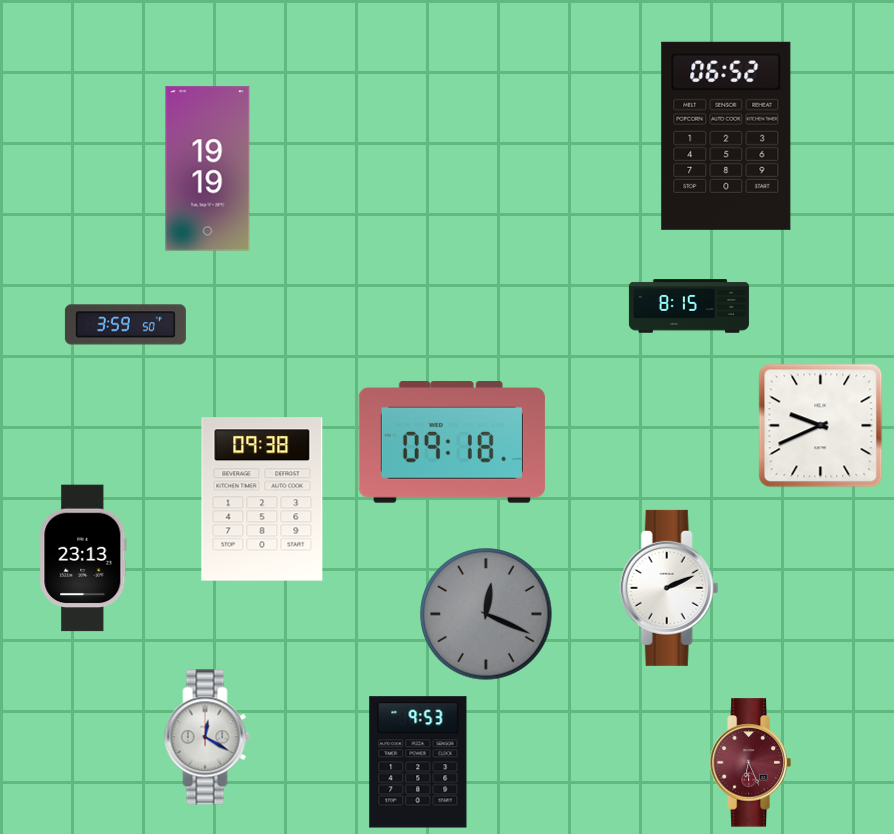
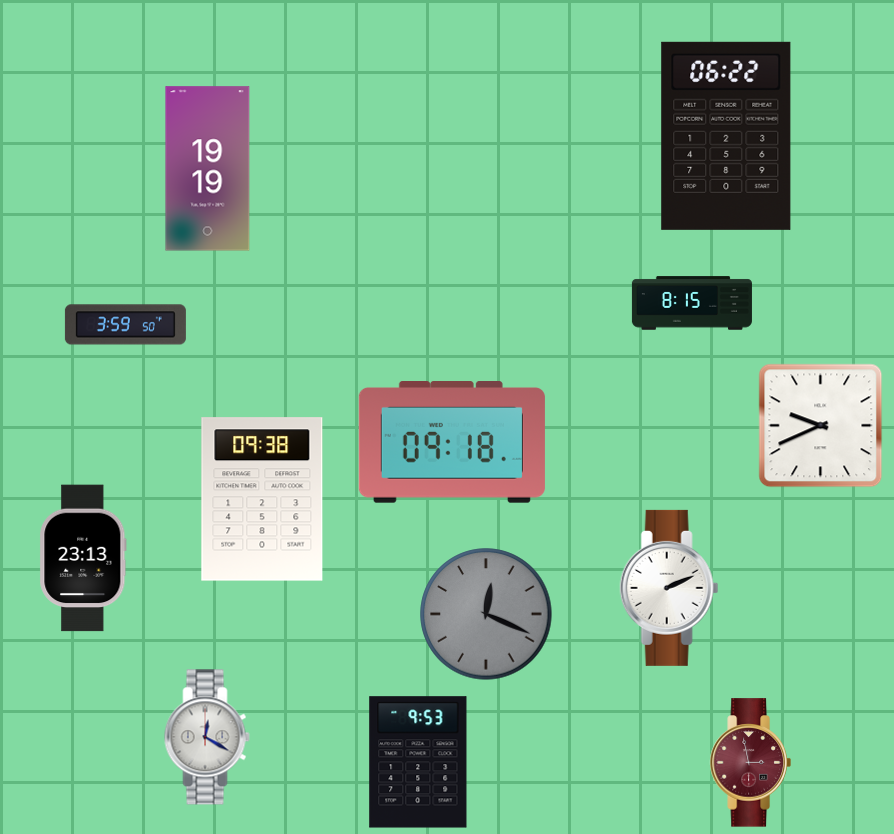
clock at (726, 136): 06:52 -> 06:22
clock at (689, 306) position: (689, 306) -> (692, 303)
clock at (750, 763): 6:26 -> 2:58
